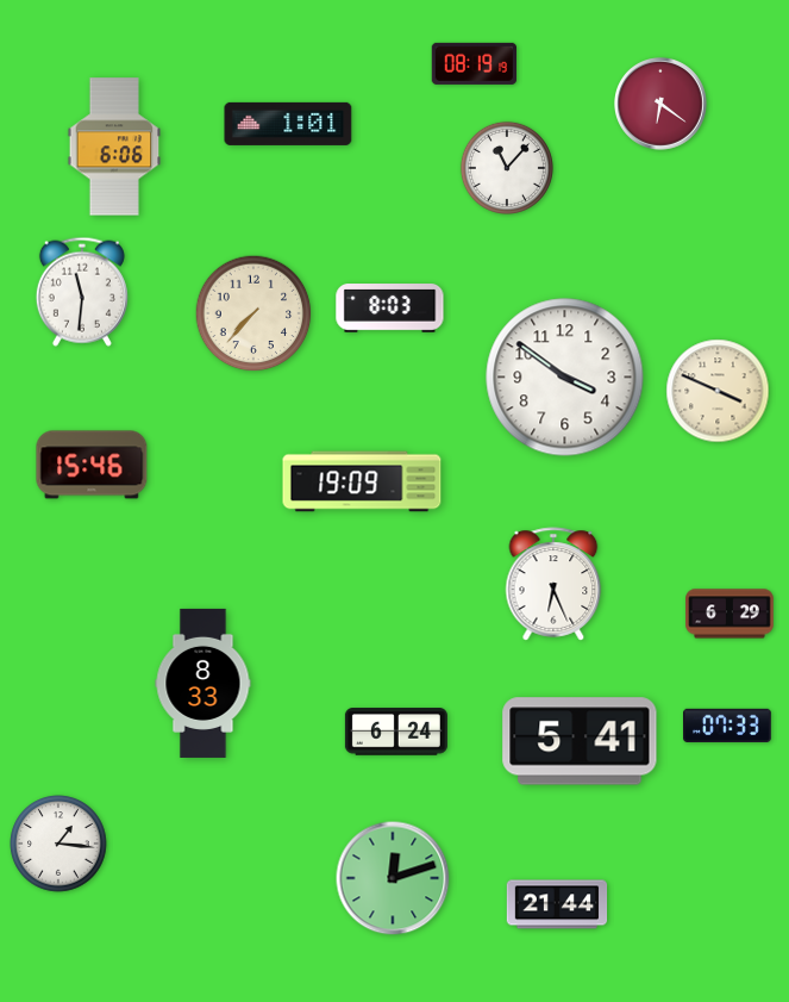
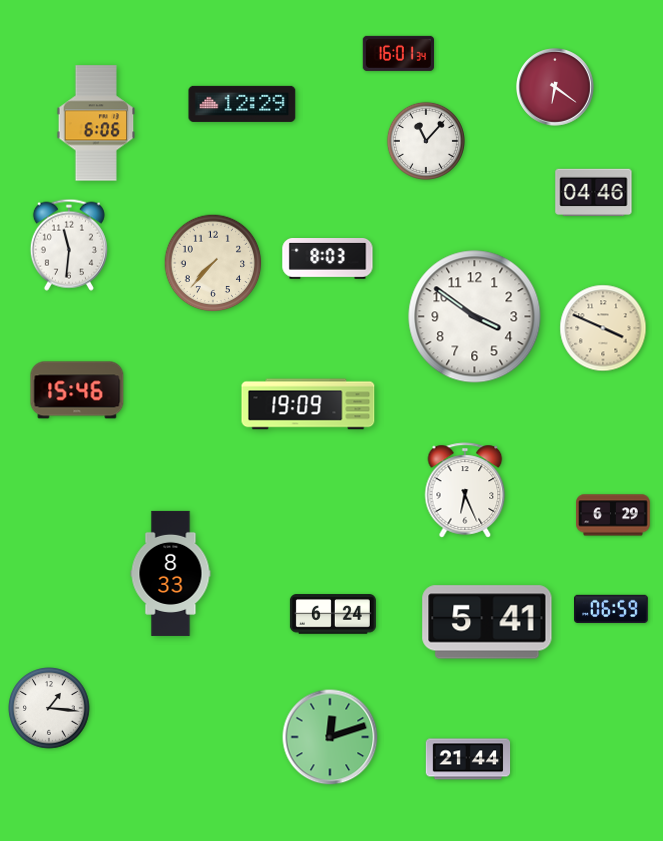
clock at (474, 63): 08:19 -> 16:01
clock at (288, 124): 1:01 -> 12:29
clock at (594, 193): none -> 04:46
clock at (362, 481) position: (362, 481) -> (308, 404)
clock at (728, 726): 07:33 -> 06:59
